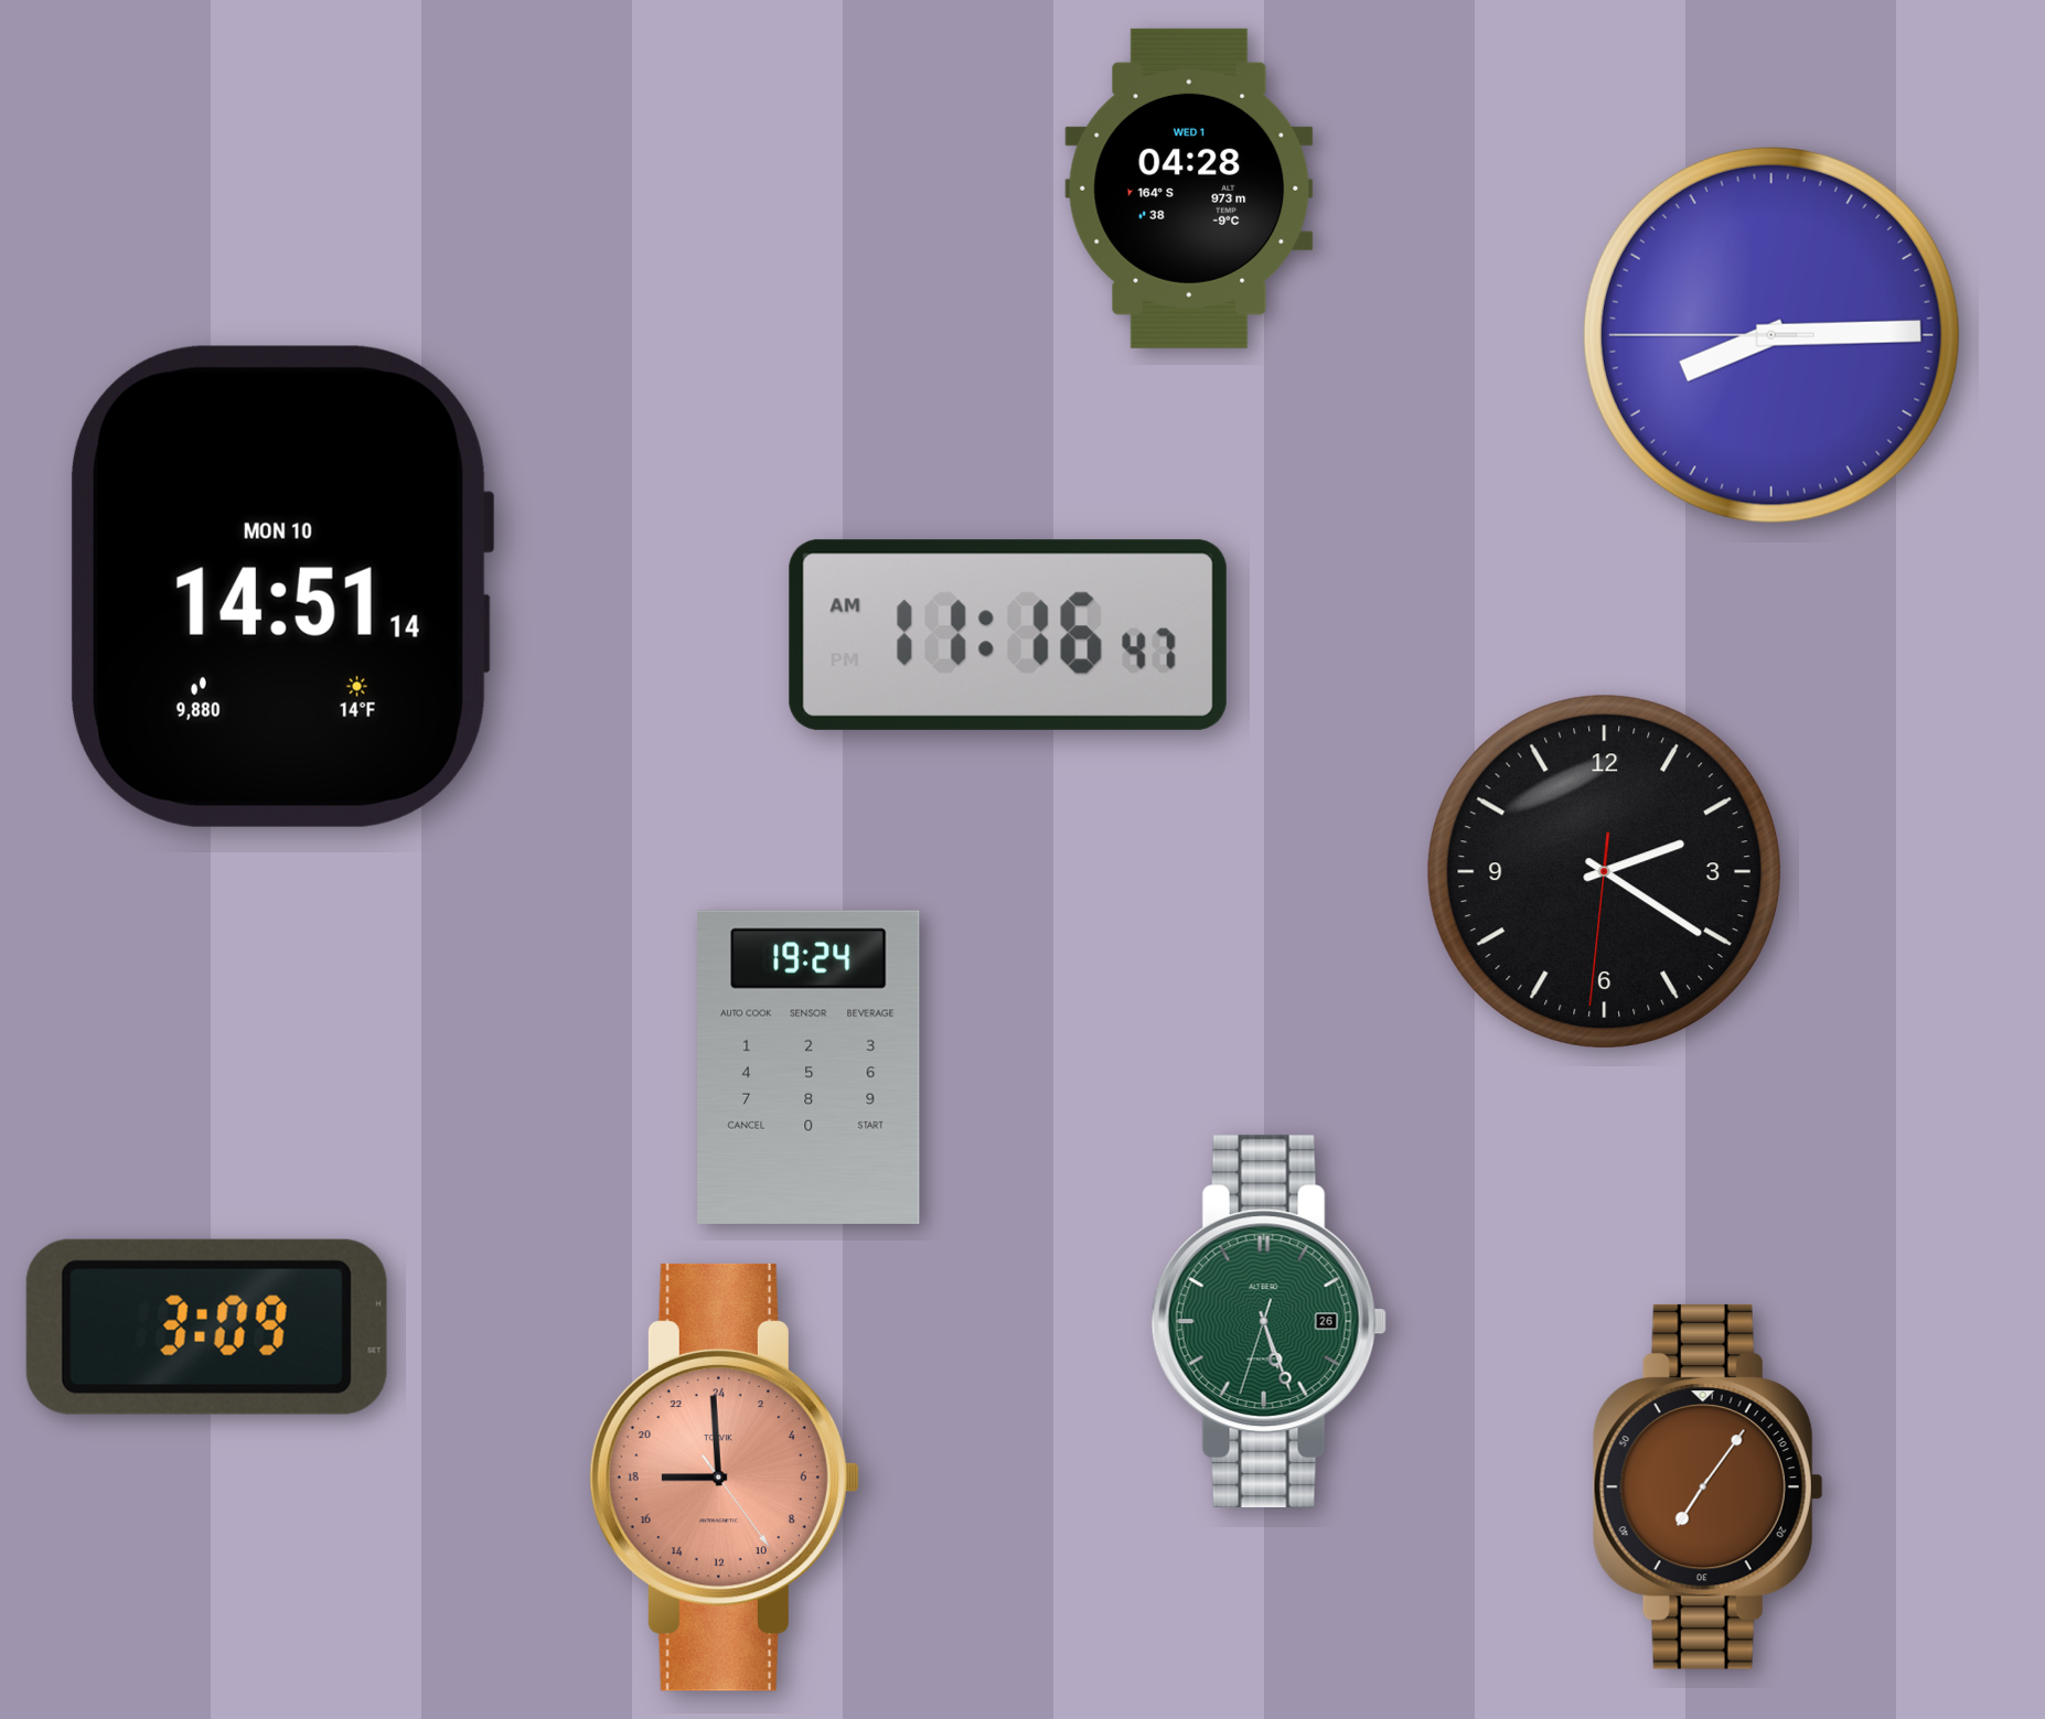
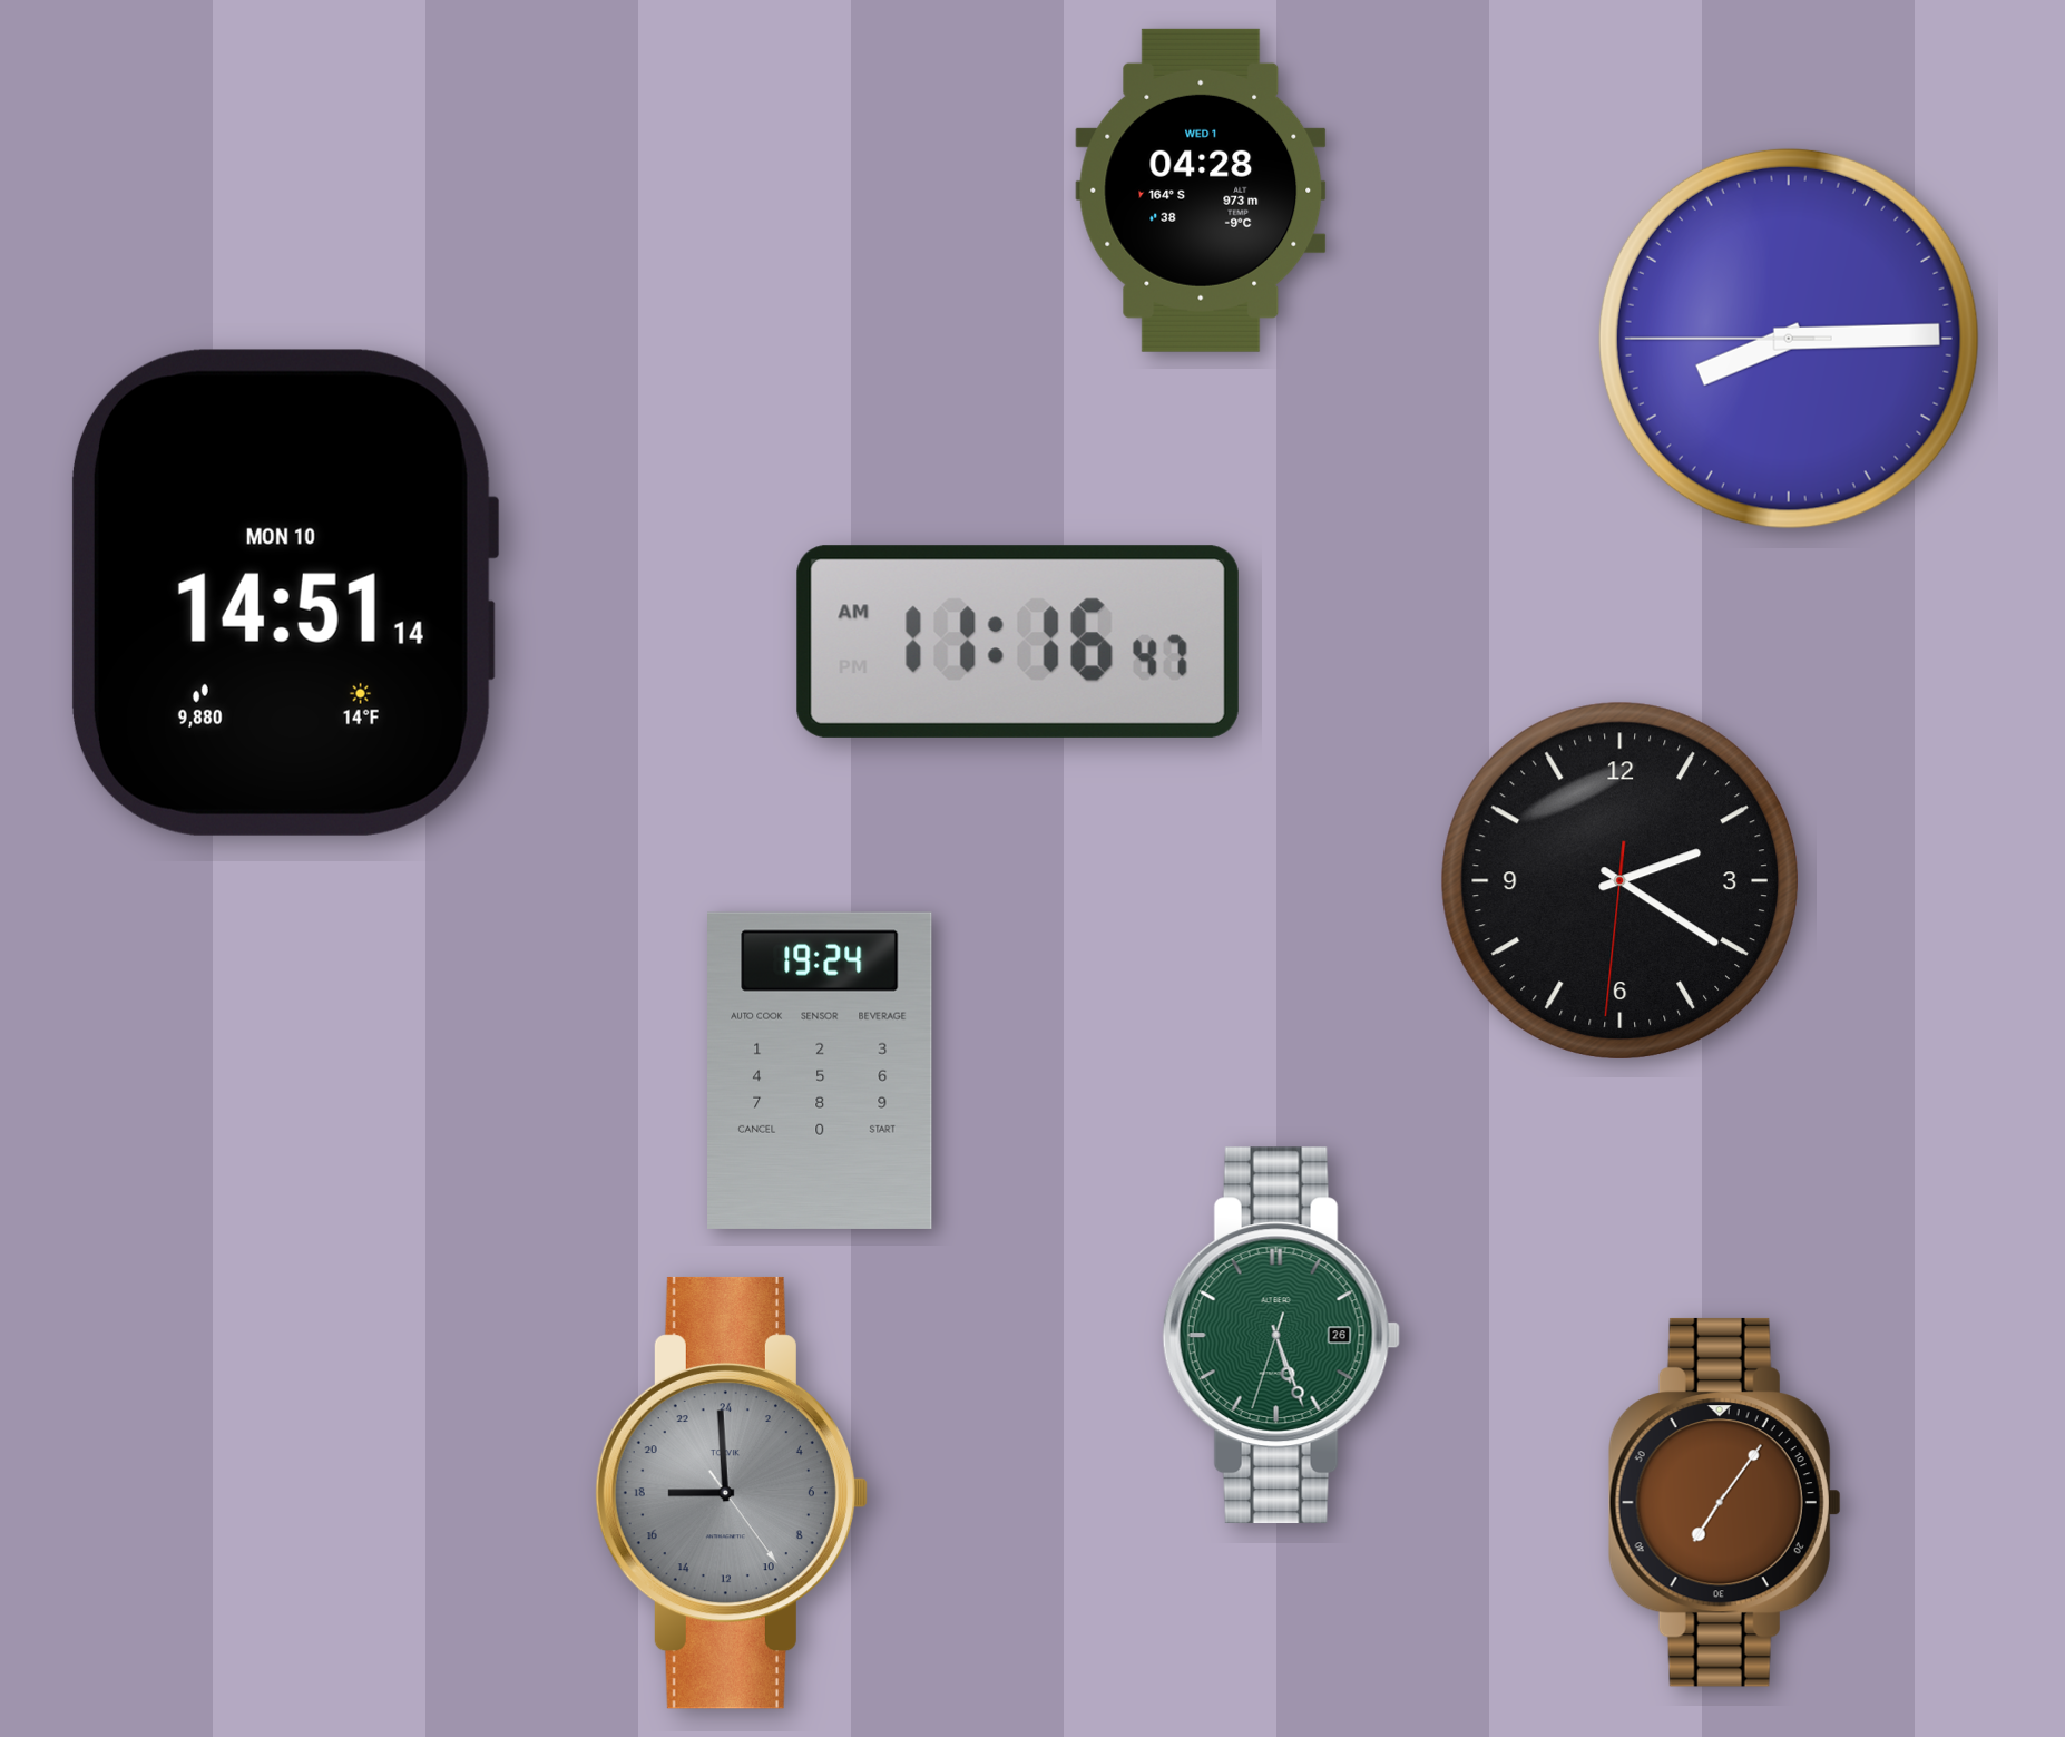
clock at (810, 1067) position: (810, 1067) -> (821, 1071)
clock at (206, 1326): 3:09 -> none
clock at (725, 1478) dial: salmon -> grey
